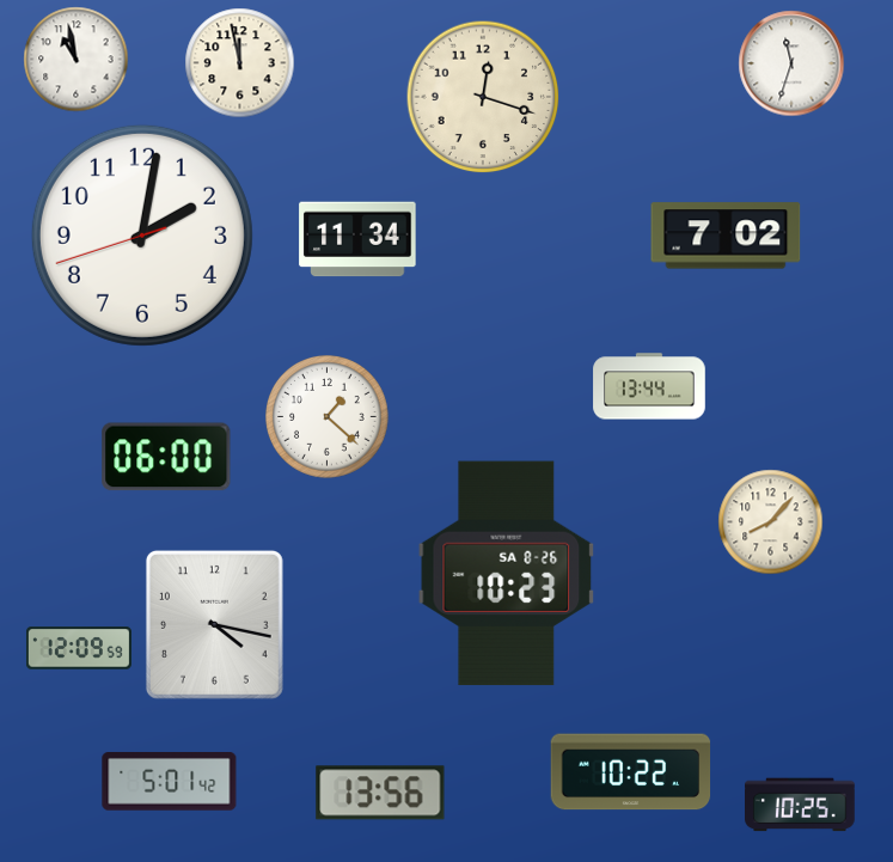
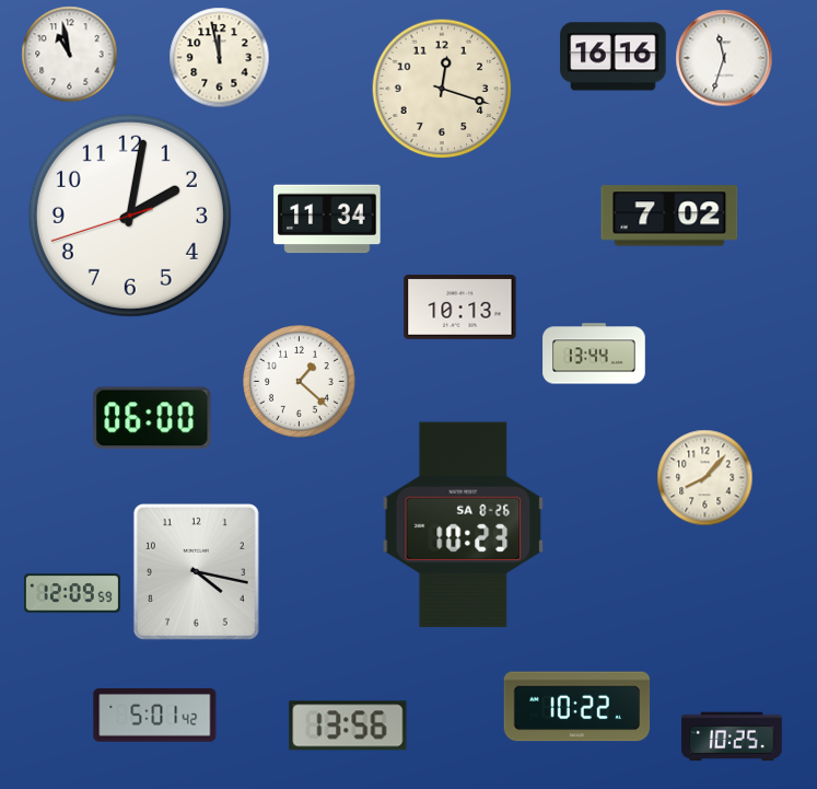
clock at (614, 57): none -> 16:16
clock at (726, 236) position: (726, 236) -> (669, 216)
clock at (460, 308): none -> 10:13
